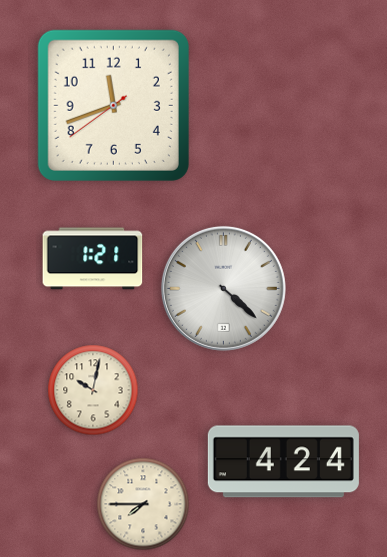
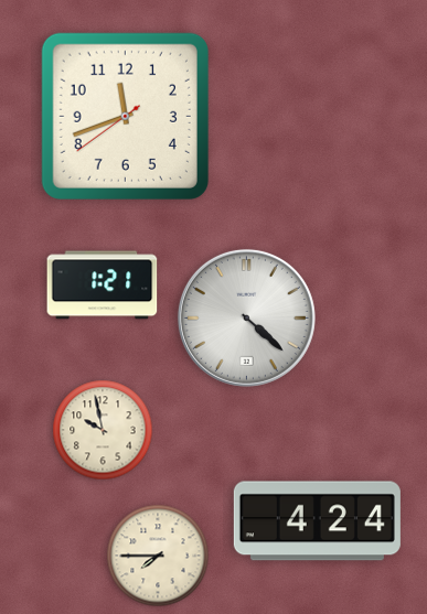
clock at (93, 390): 10:02 -> 9:58
clock at (283, 462) position: (283, 462) -> (317, 521)
